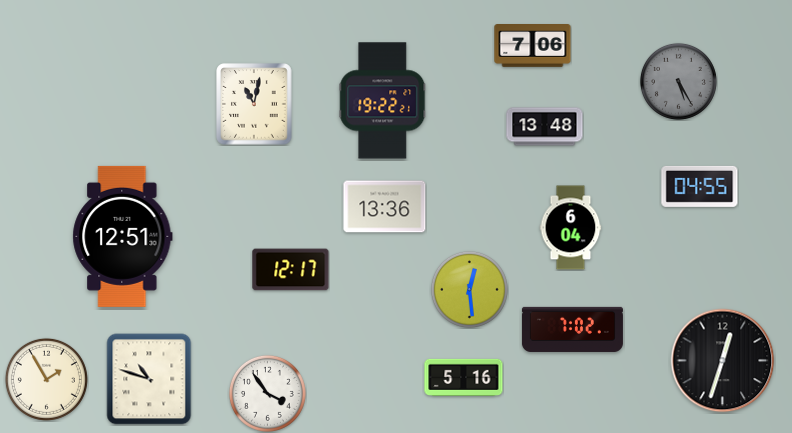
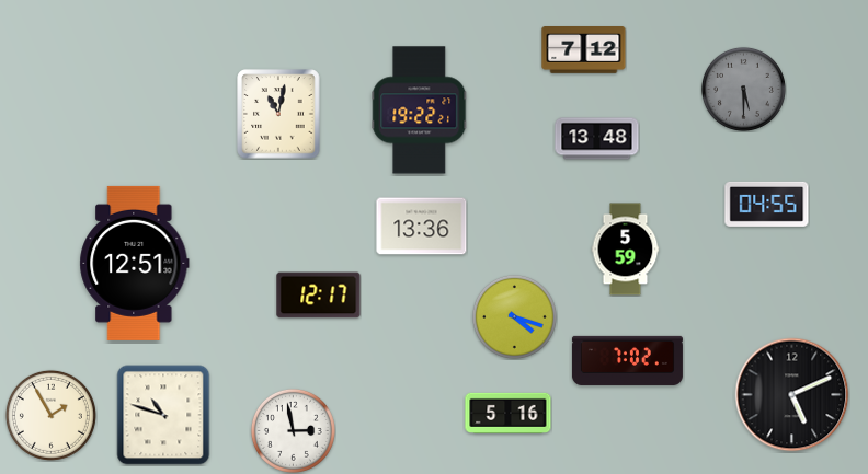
clock at (533, 46): 7:06 -> 7:12
clock at (678, 81): 5:25 -> 5:30
clock at (571, 228): 6:04 -> 5:59
clock at (123, 236) position: (123, 236) -> (135, 263)
clock at (469, 289): 12:29 -> 4:18
clock at (723, 361): 12:33 -> 5:11
clock at (267, 393): 3:54 -> 2:58
